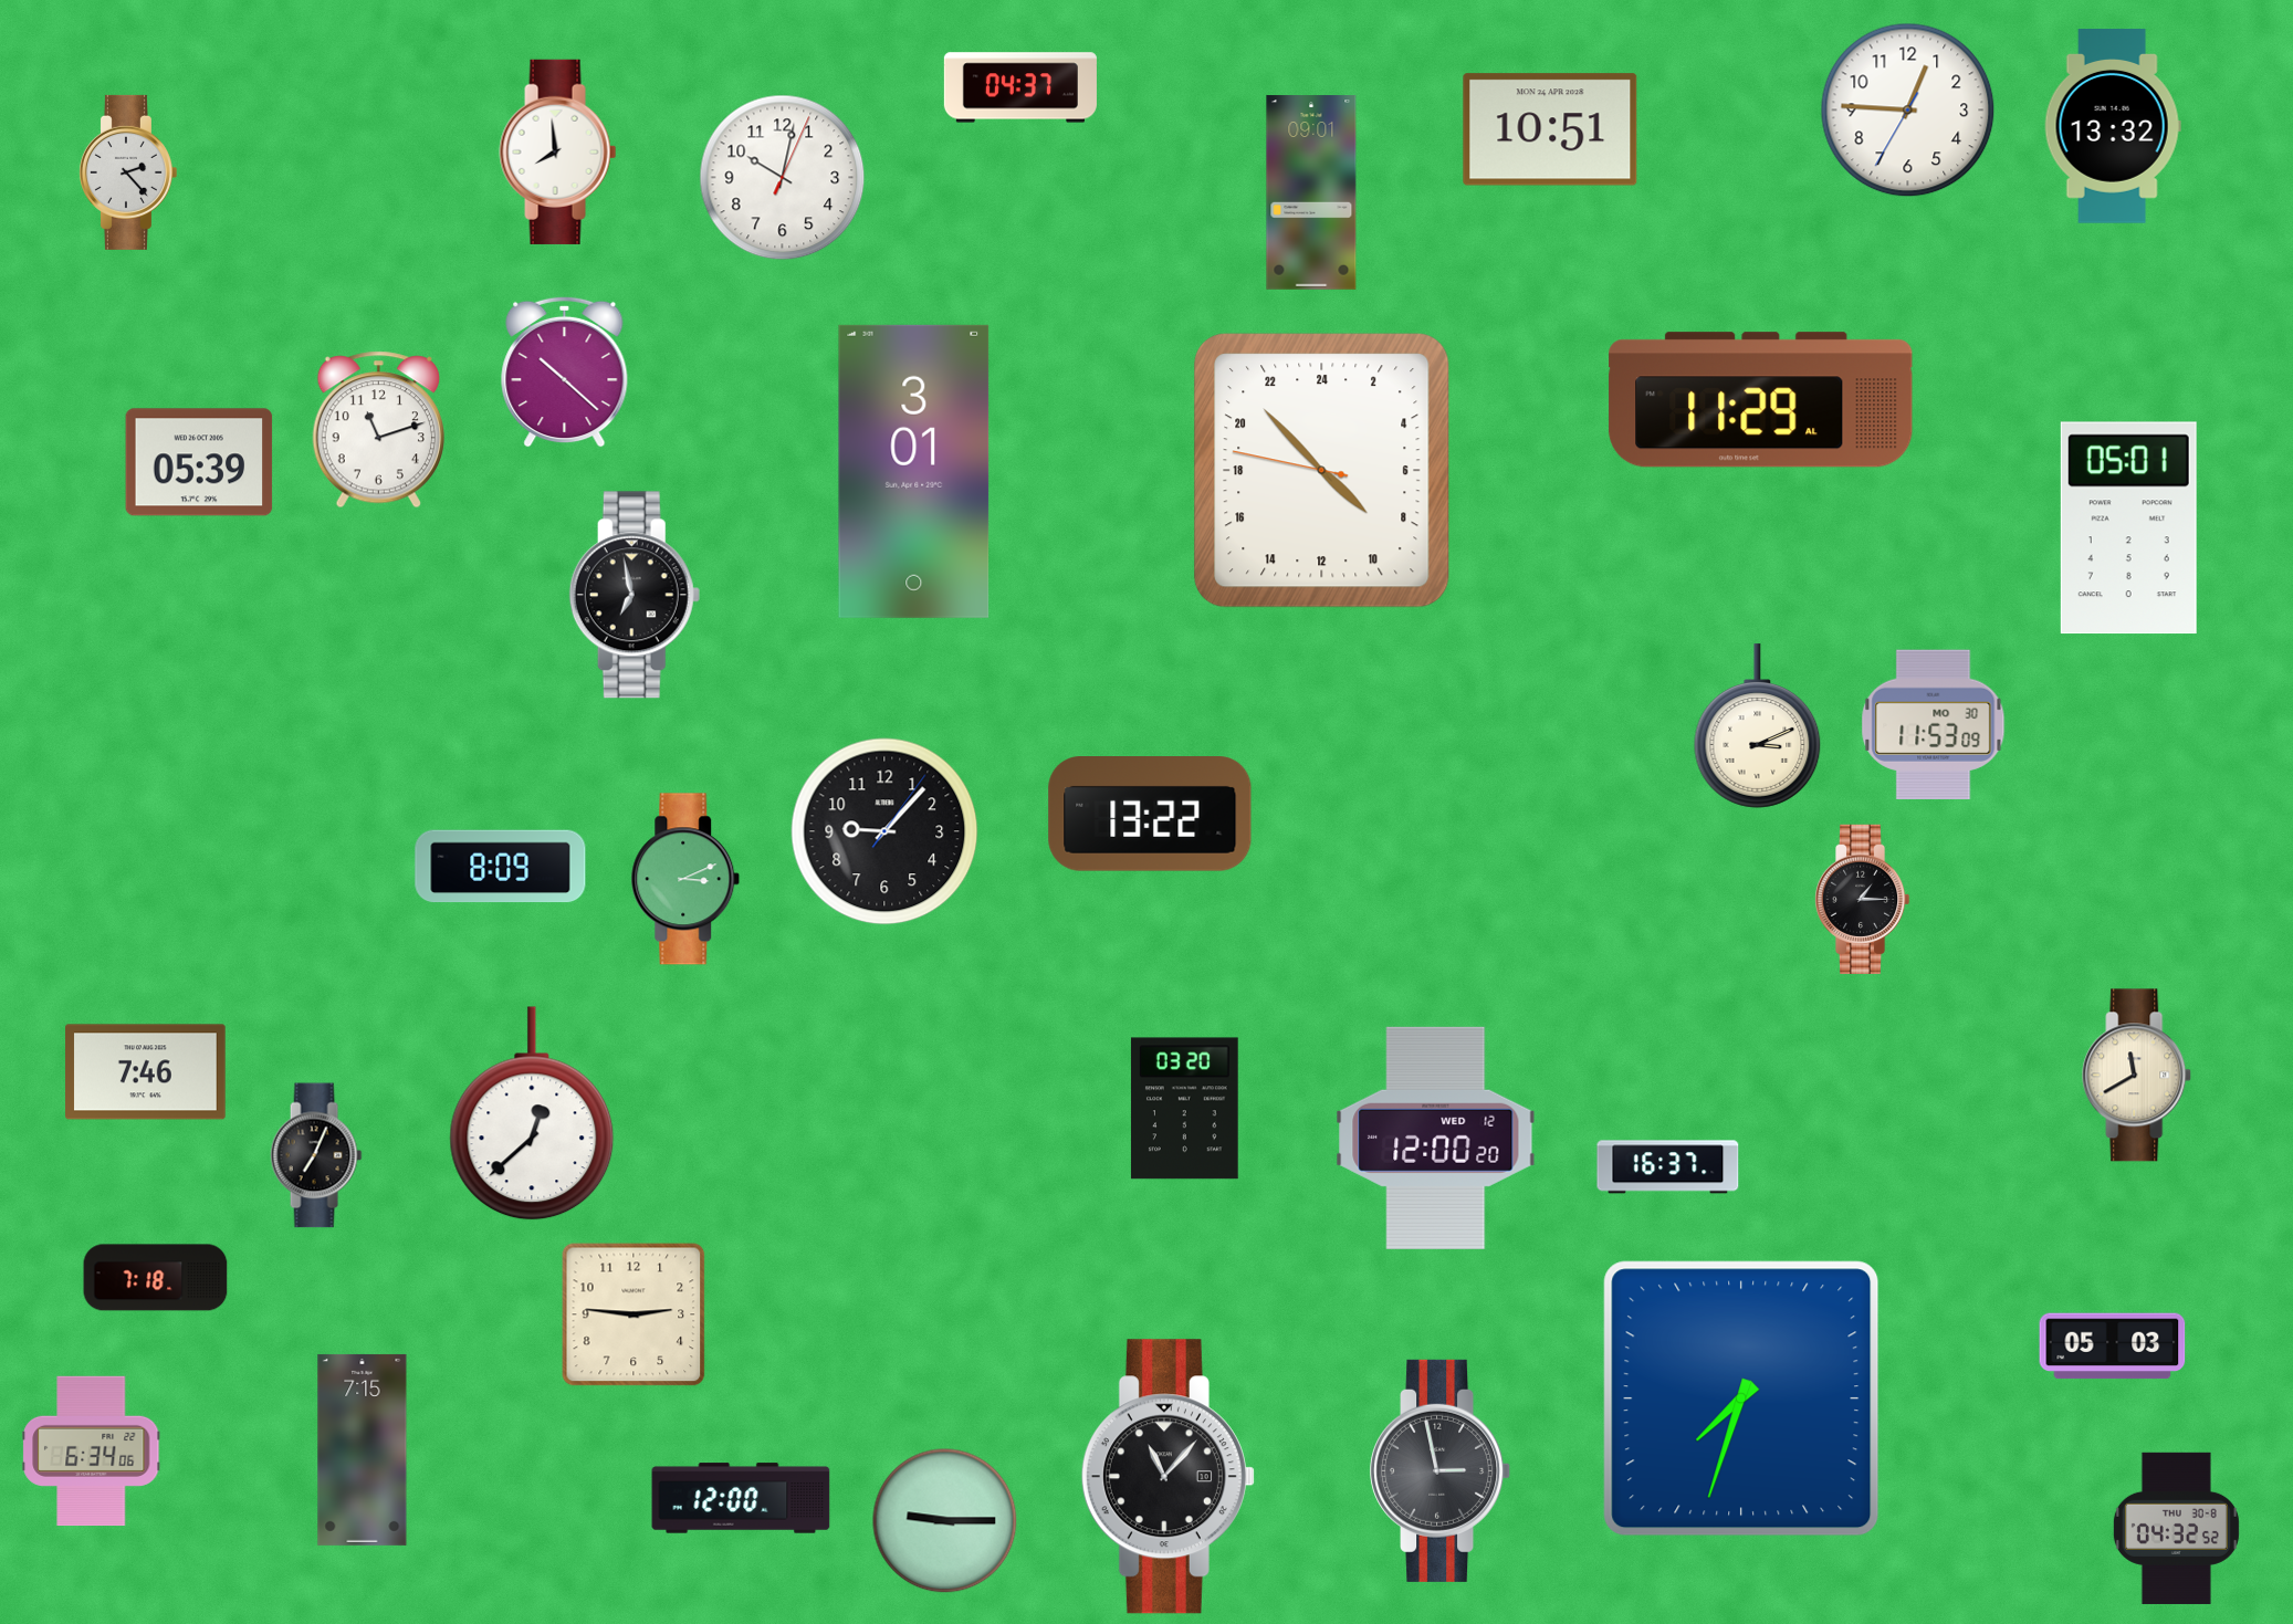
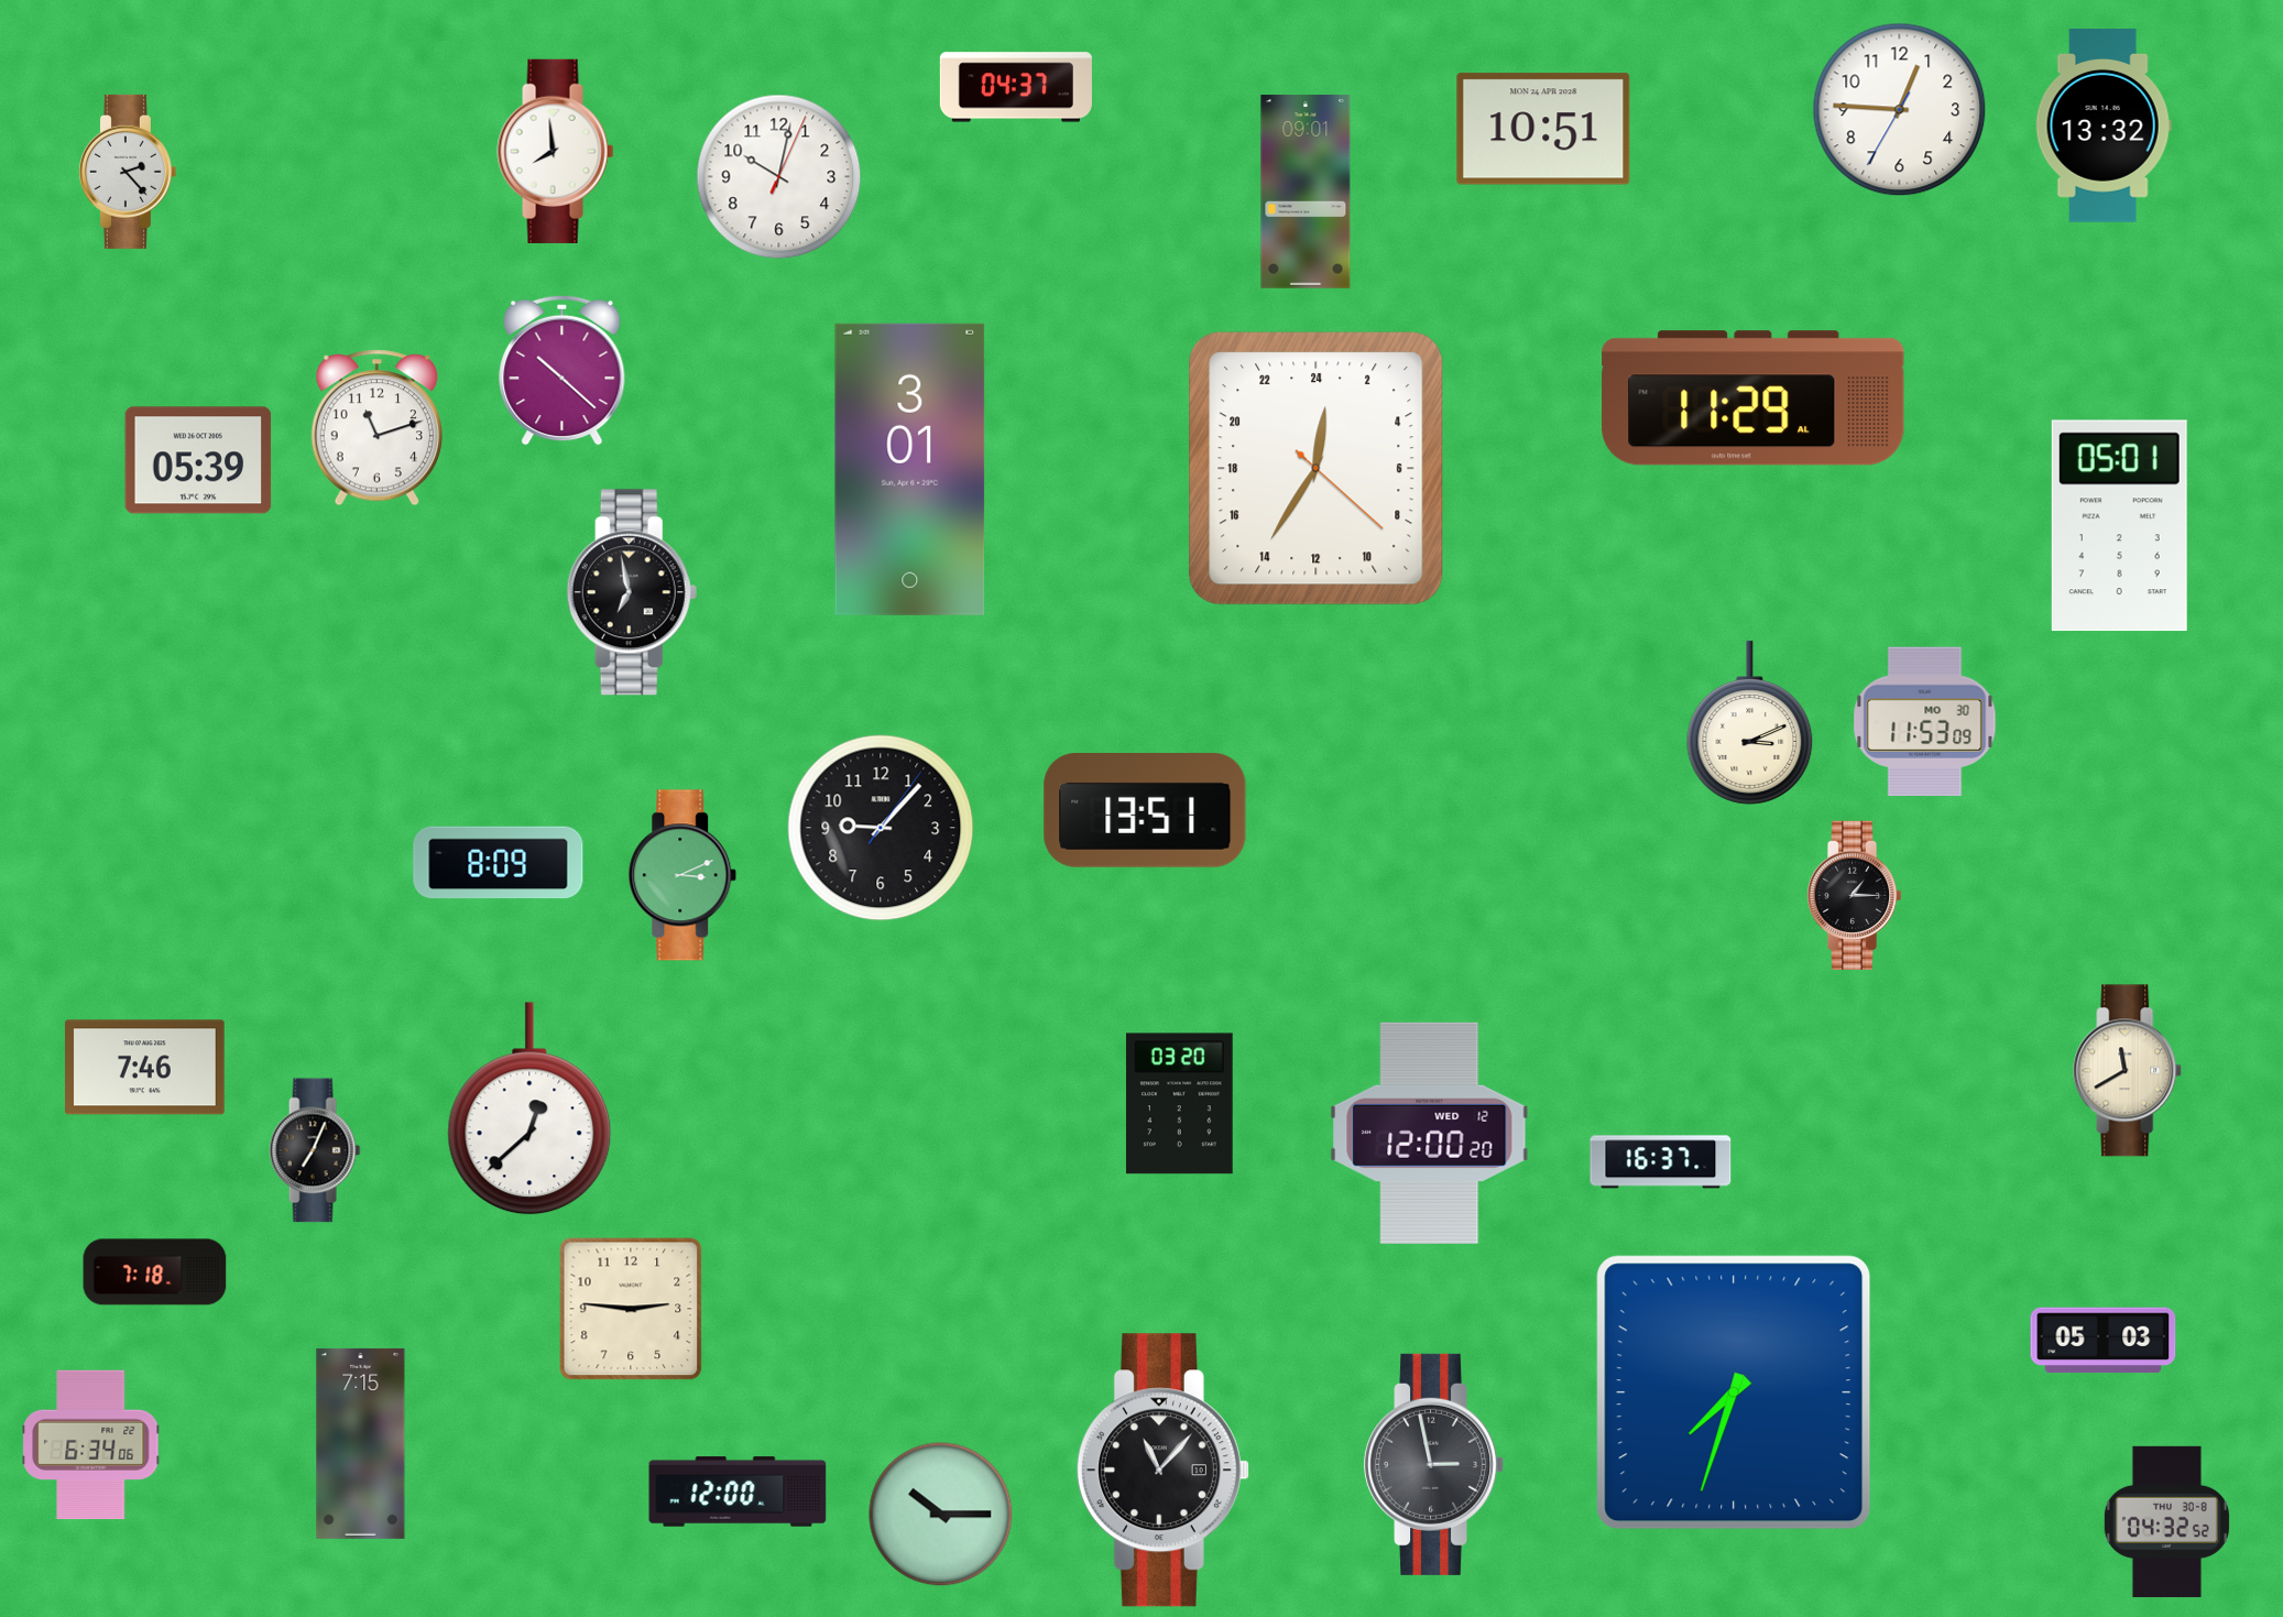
clock at (1322, 471): 8:52 -> 0:35
clock at (1150, 814): 13:22 -> 13:51
clock at (945, 1521): 9:15 -> 10:15
